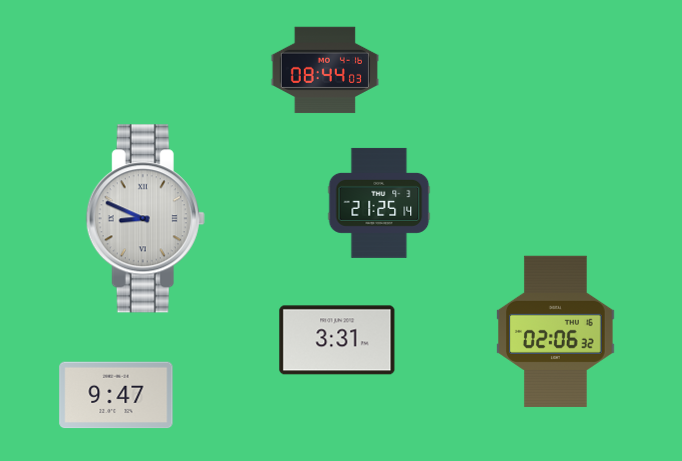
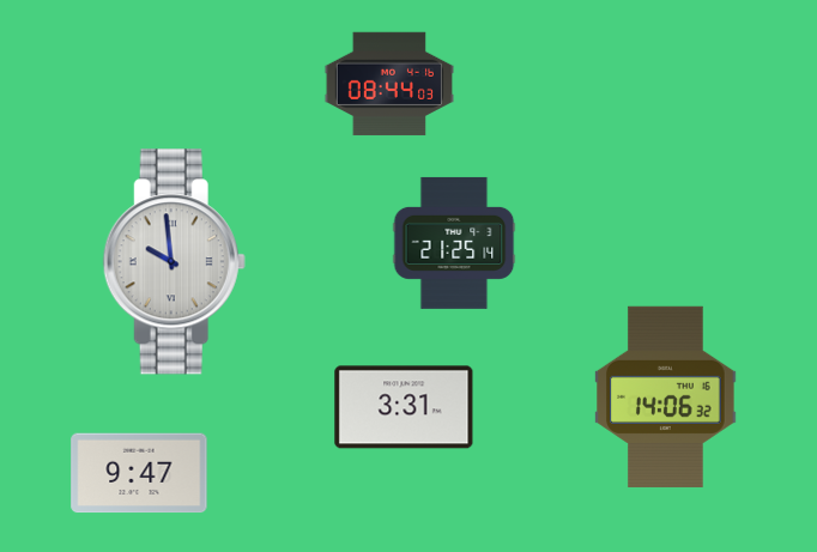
clock at (145, 219): 8:49 -> 9:59
clock at (556, 331): 02:06 -> 14:06
